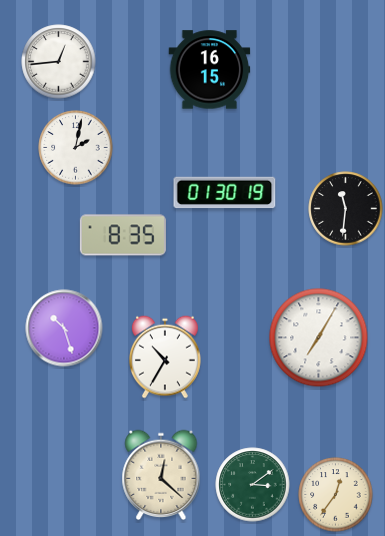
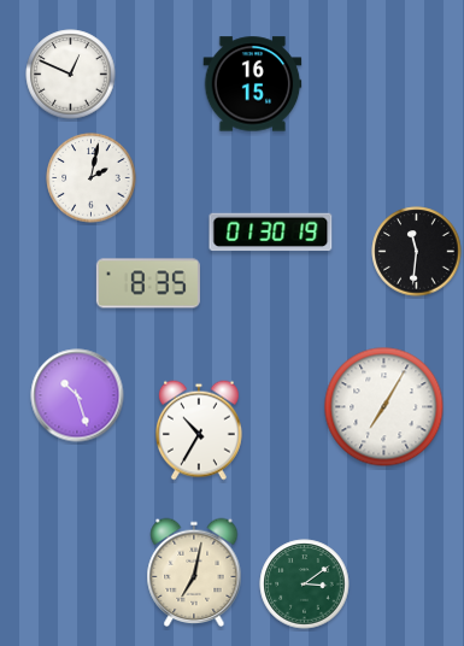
clock at (59, 62): 12:44 -> 12:49
clock at (161, 475): 12:22 -> 7:02
clock at (336, 495): 12:36 -> none
